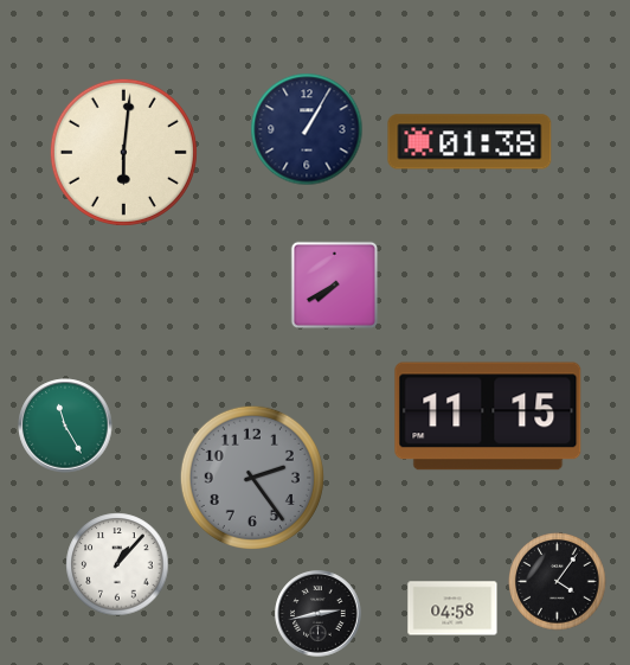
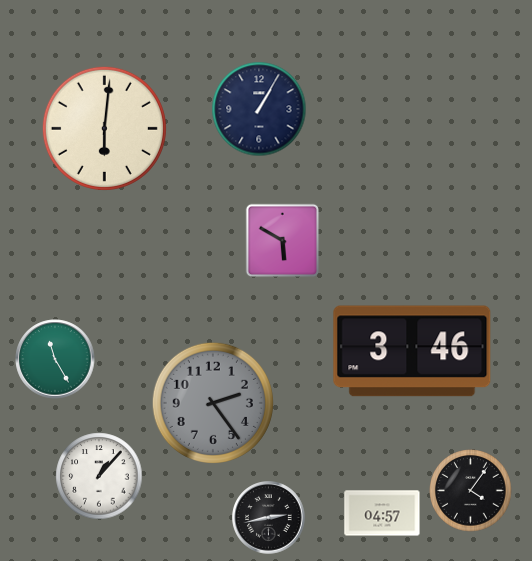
clock at (470, 142): 01:38 -> none
clock at (335, 286): 7:40 -> 5:50
clock at (488, 416): 11:15 -> 3:46
clock at (452, 608): 04:58 -> 04:57
